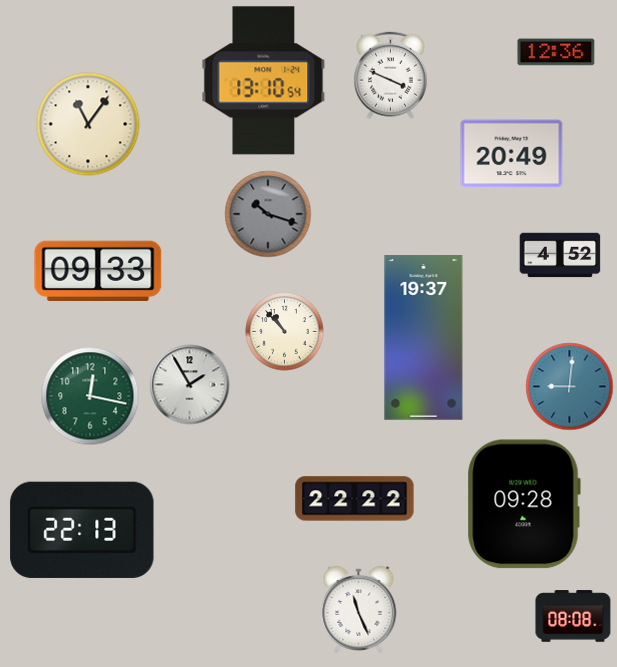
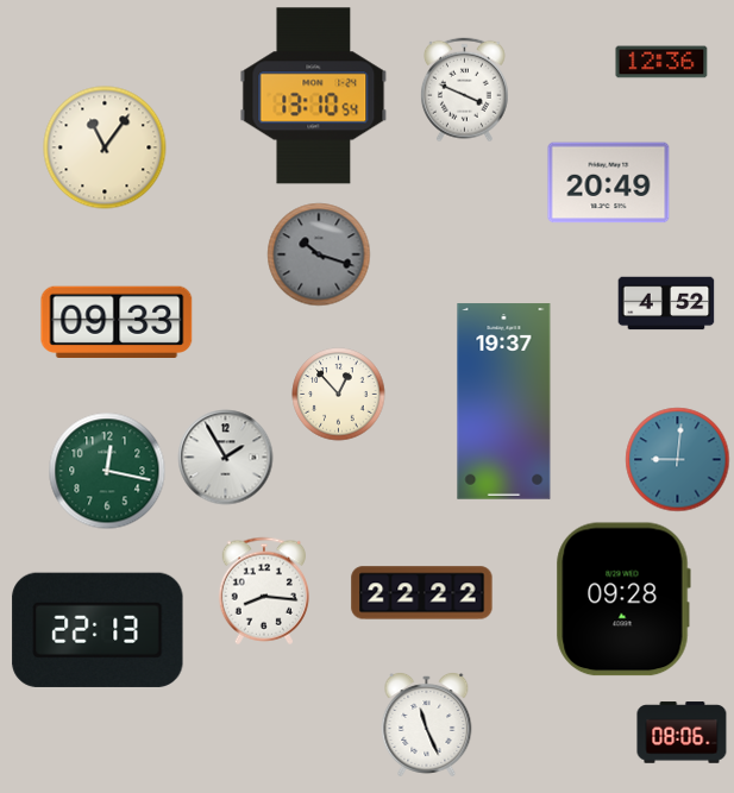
clock at (285, 332): 10:53 -> 12:53
clock at (263, 591): none -> 8:16
clock at (573, 616): 08:08 -> 08:06
